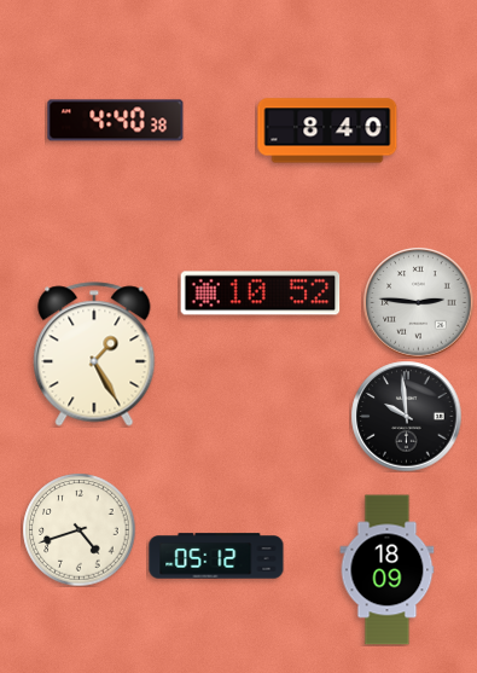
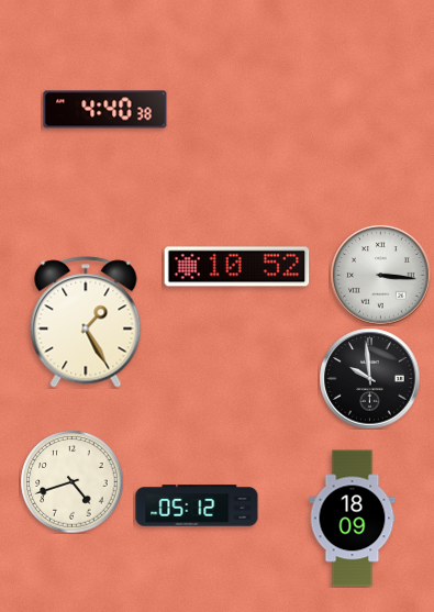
clock at (327, 130): 8:40 -> none
clock at (418, 302): 2:46 -> 3:16
